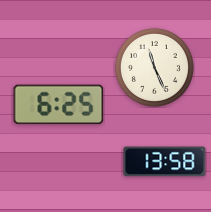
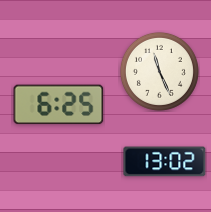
clock at (154, 67) position: (154, 67) -> (159, 71)
clock at (165, 162): 13:58 -> 13:02
